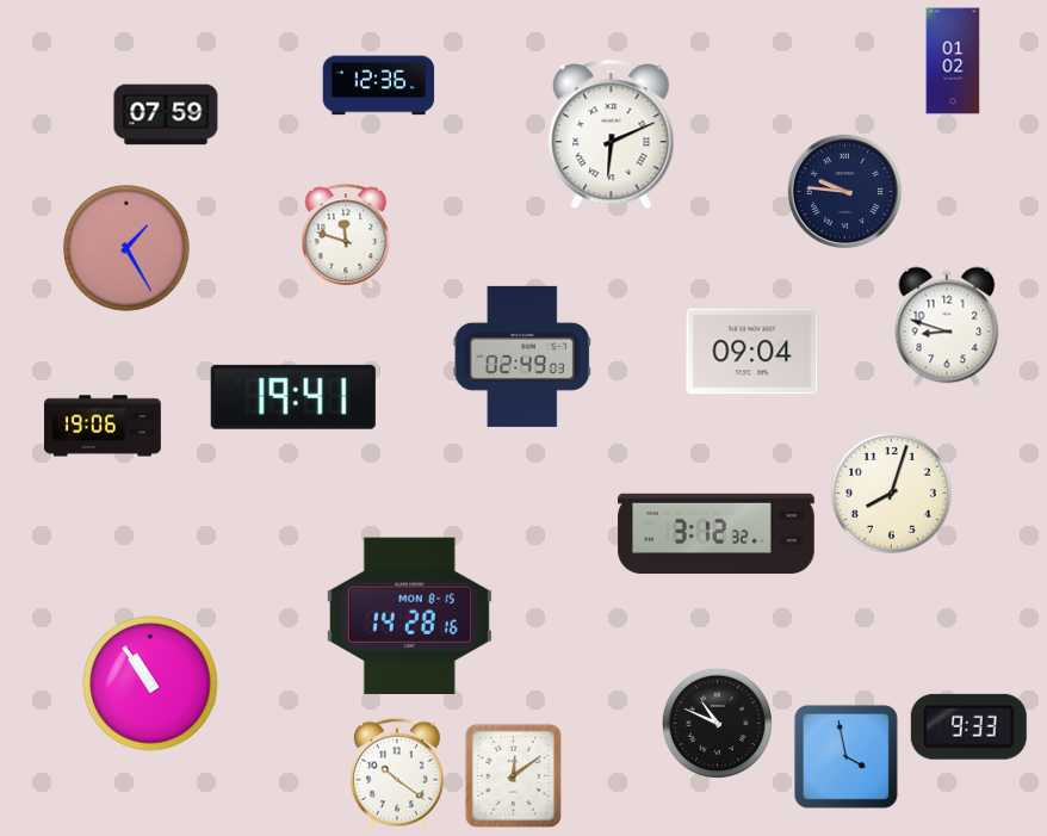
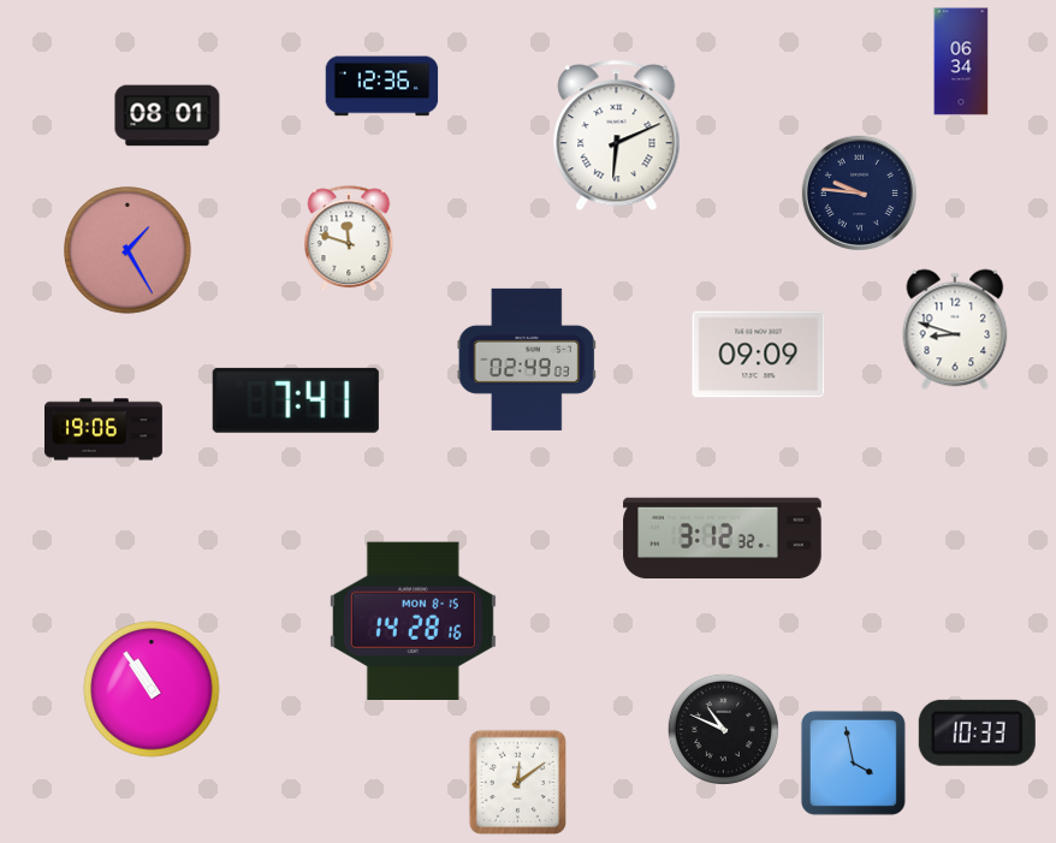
clock at (953, 61): 01:02 -> 06:34
clock at (166, 114): 07:59 -> 08:01
clock at (844, 191) position: (844, 191) -> (859, 192)
clock at (752, 352): 09:04 -> 09:09
clock at (293, 397): 19:41 -> 7:41
clock at (891, 493): 8:03 -> none
clock at (968, 726): 9:33 -> 10:33
clock at (398, 774): 10:21 -> none
